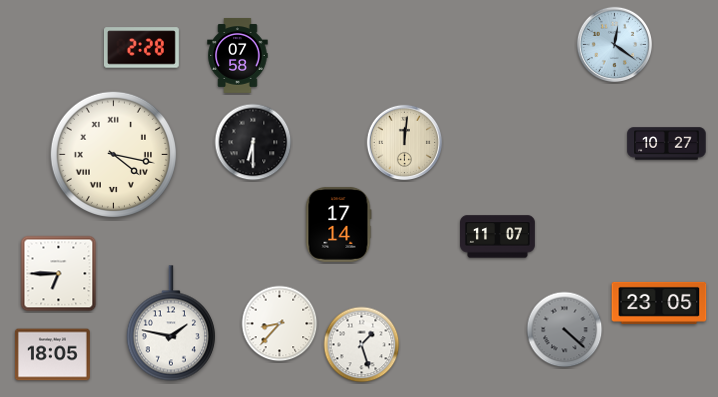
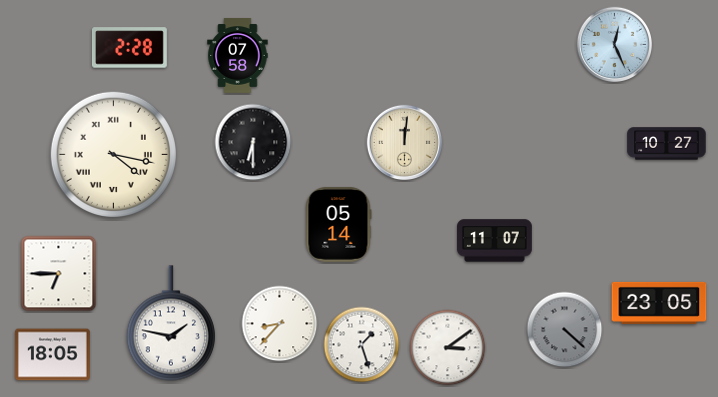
clock at (615, 45): 12:21 -> 12:26
clock at (141, 48) position: (141, 48) -> (129, 48)
clock at (338, 224): 17:14 -> 05:14
clock at (498, 237) position: (498, 237) -> (495, 241)
clock at (448, 348): none -> 3:09
